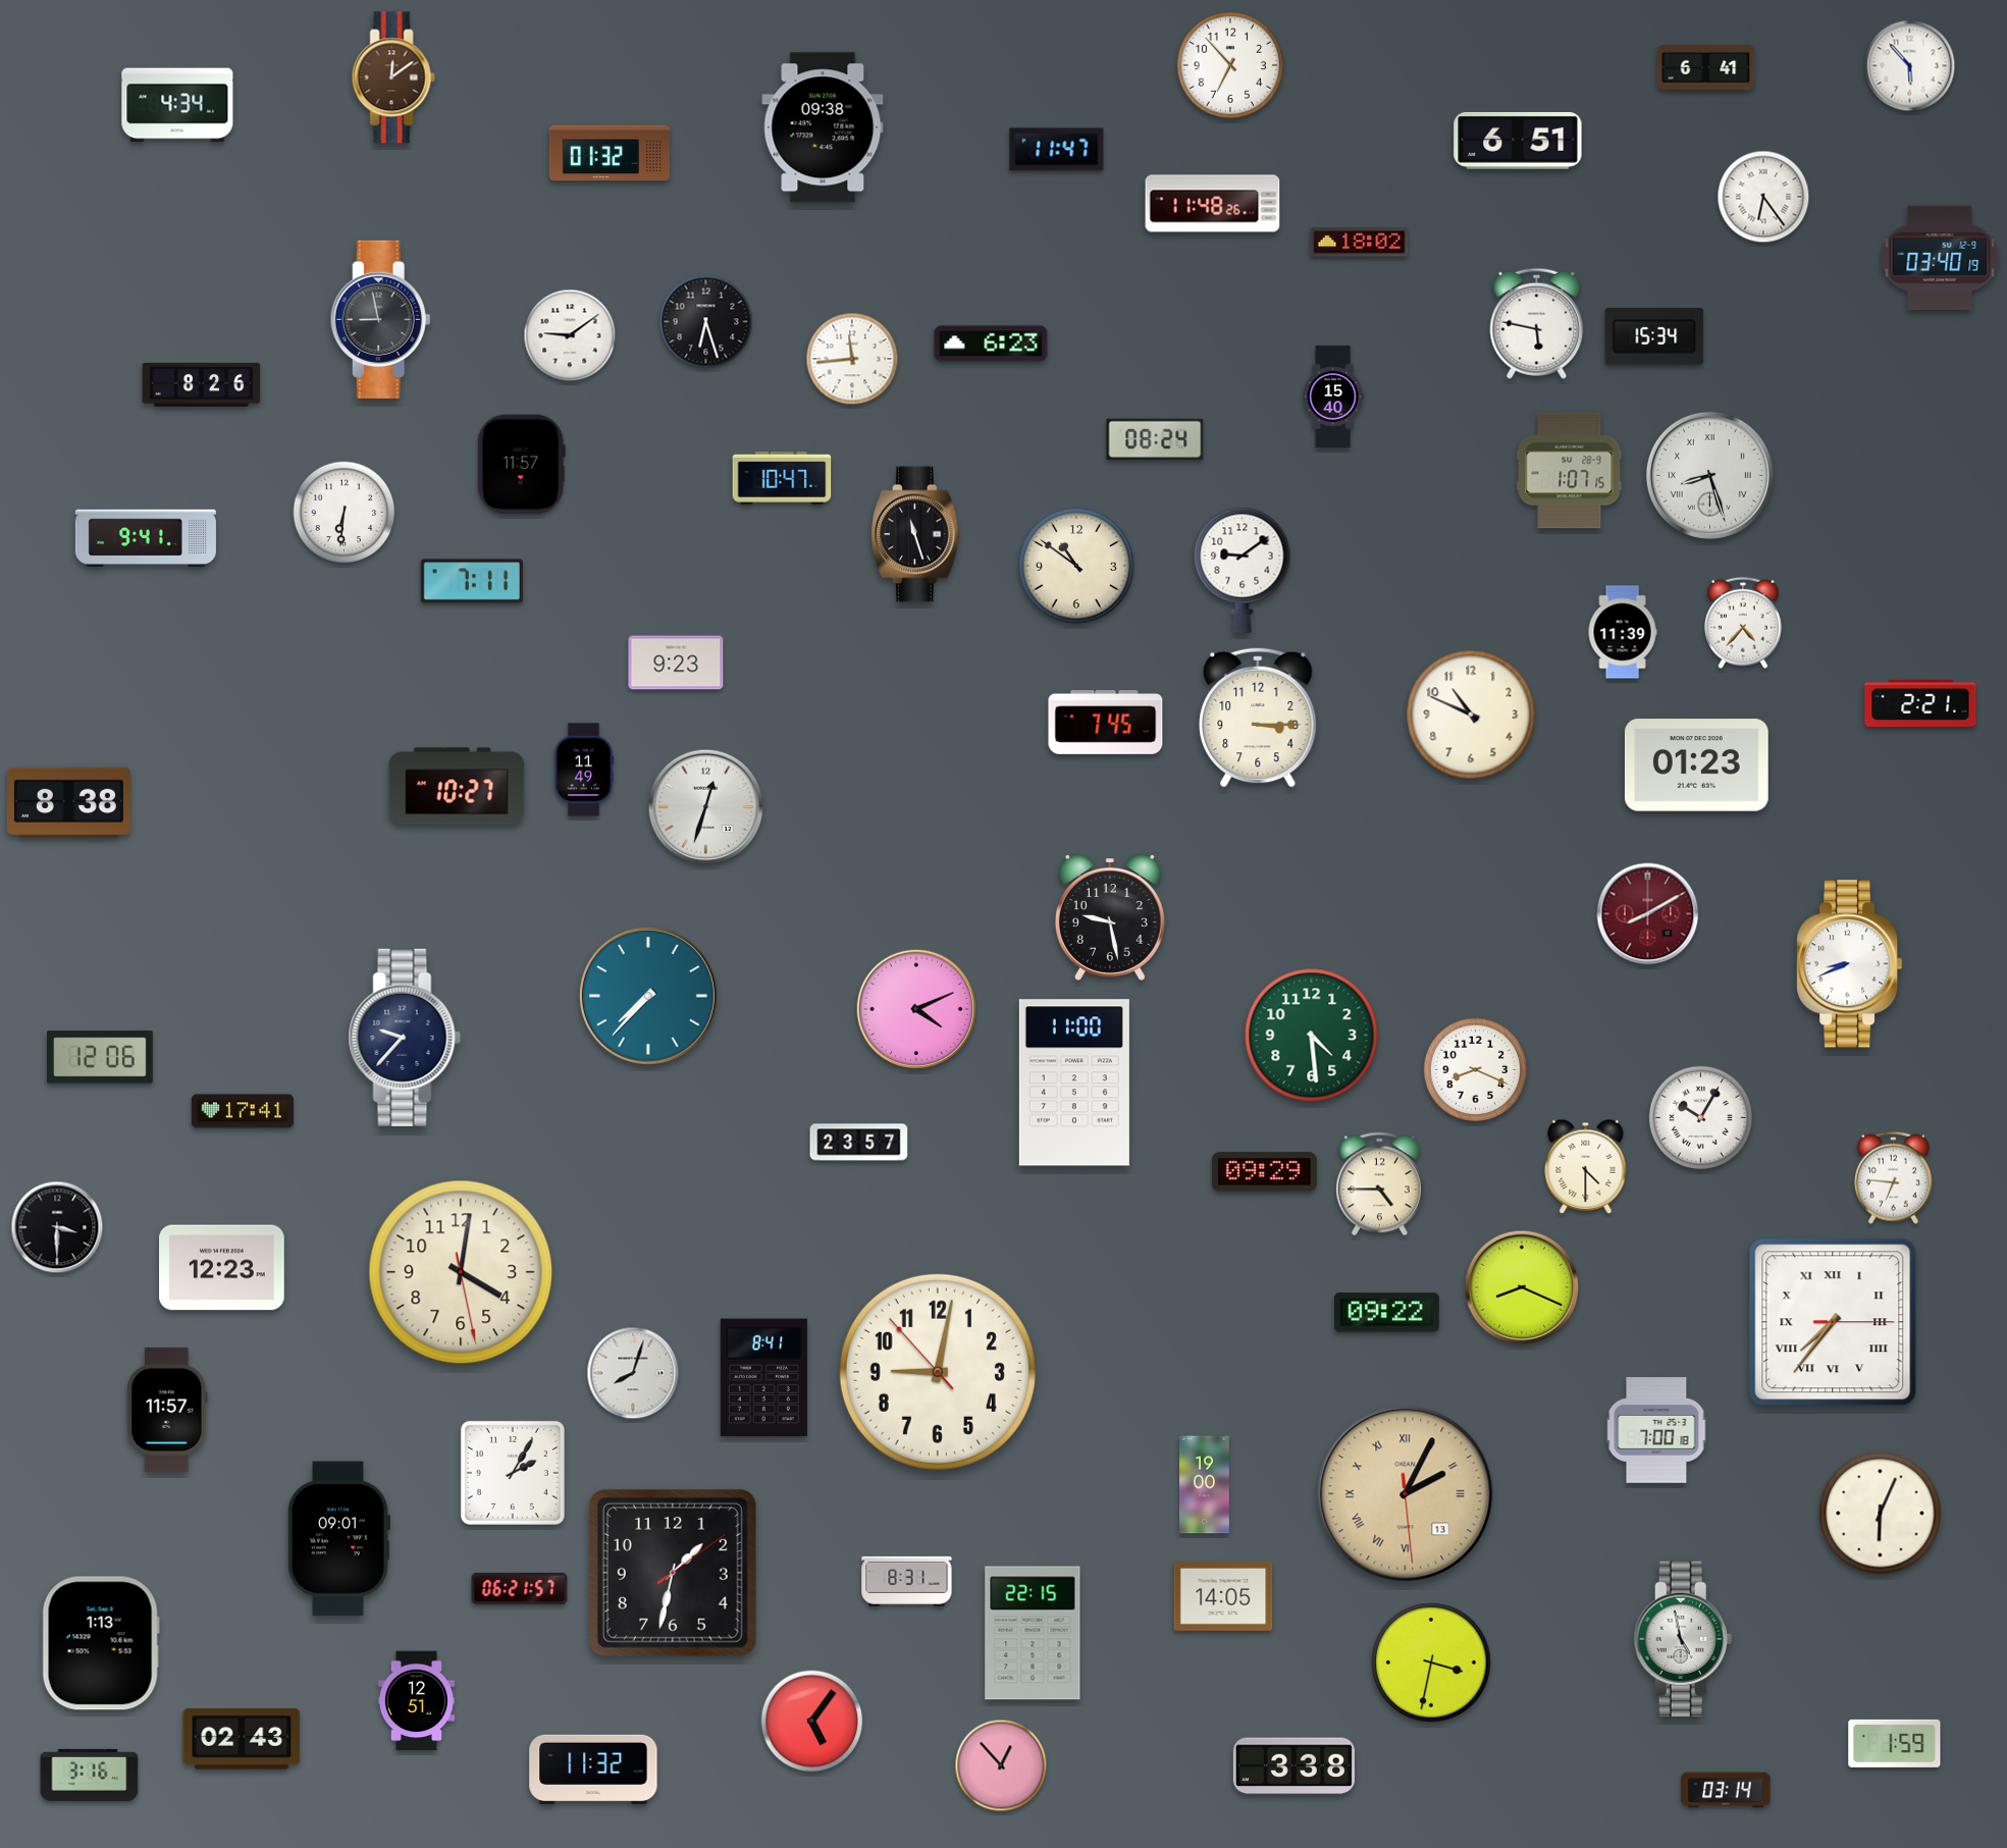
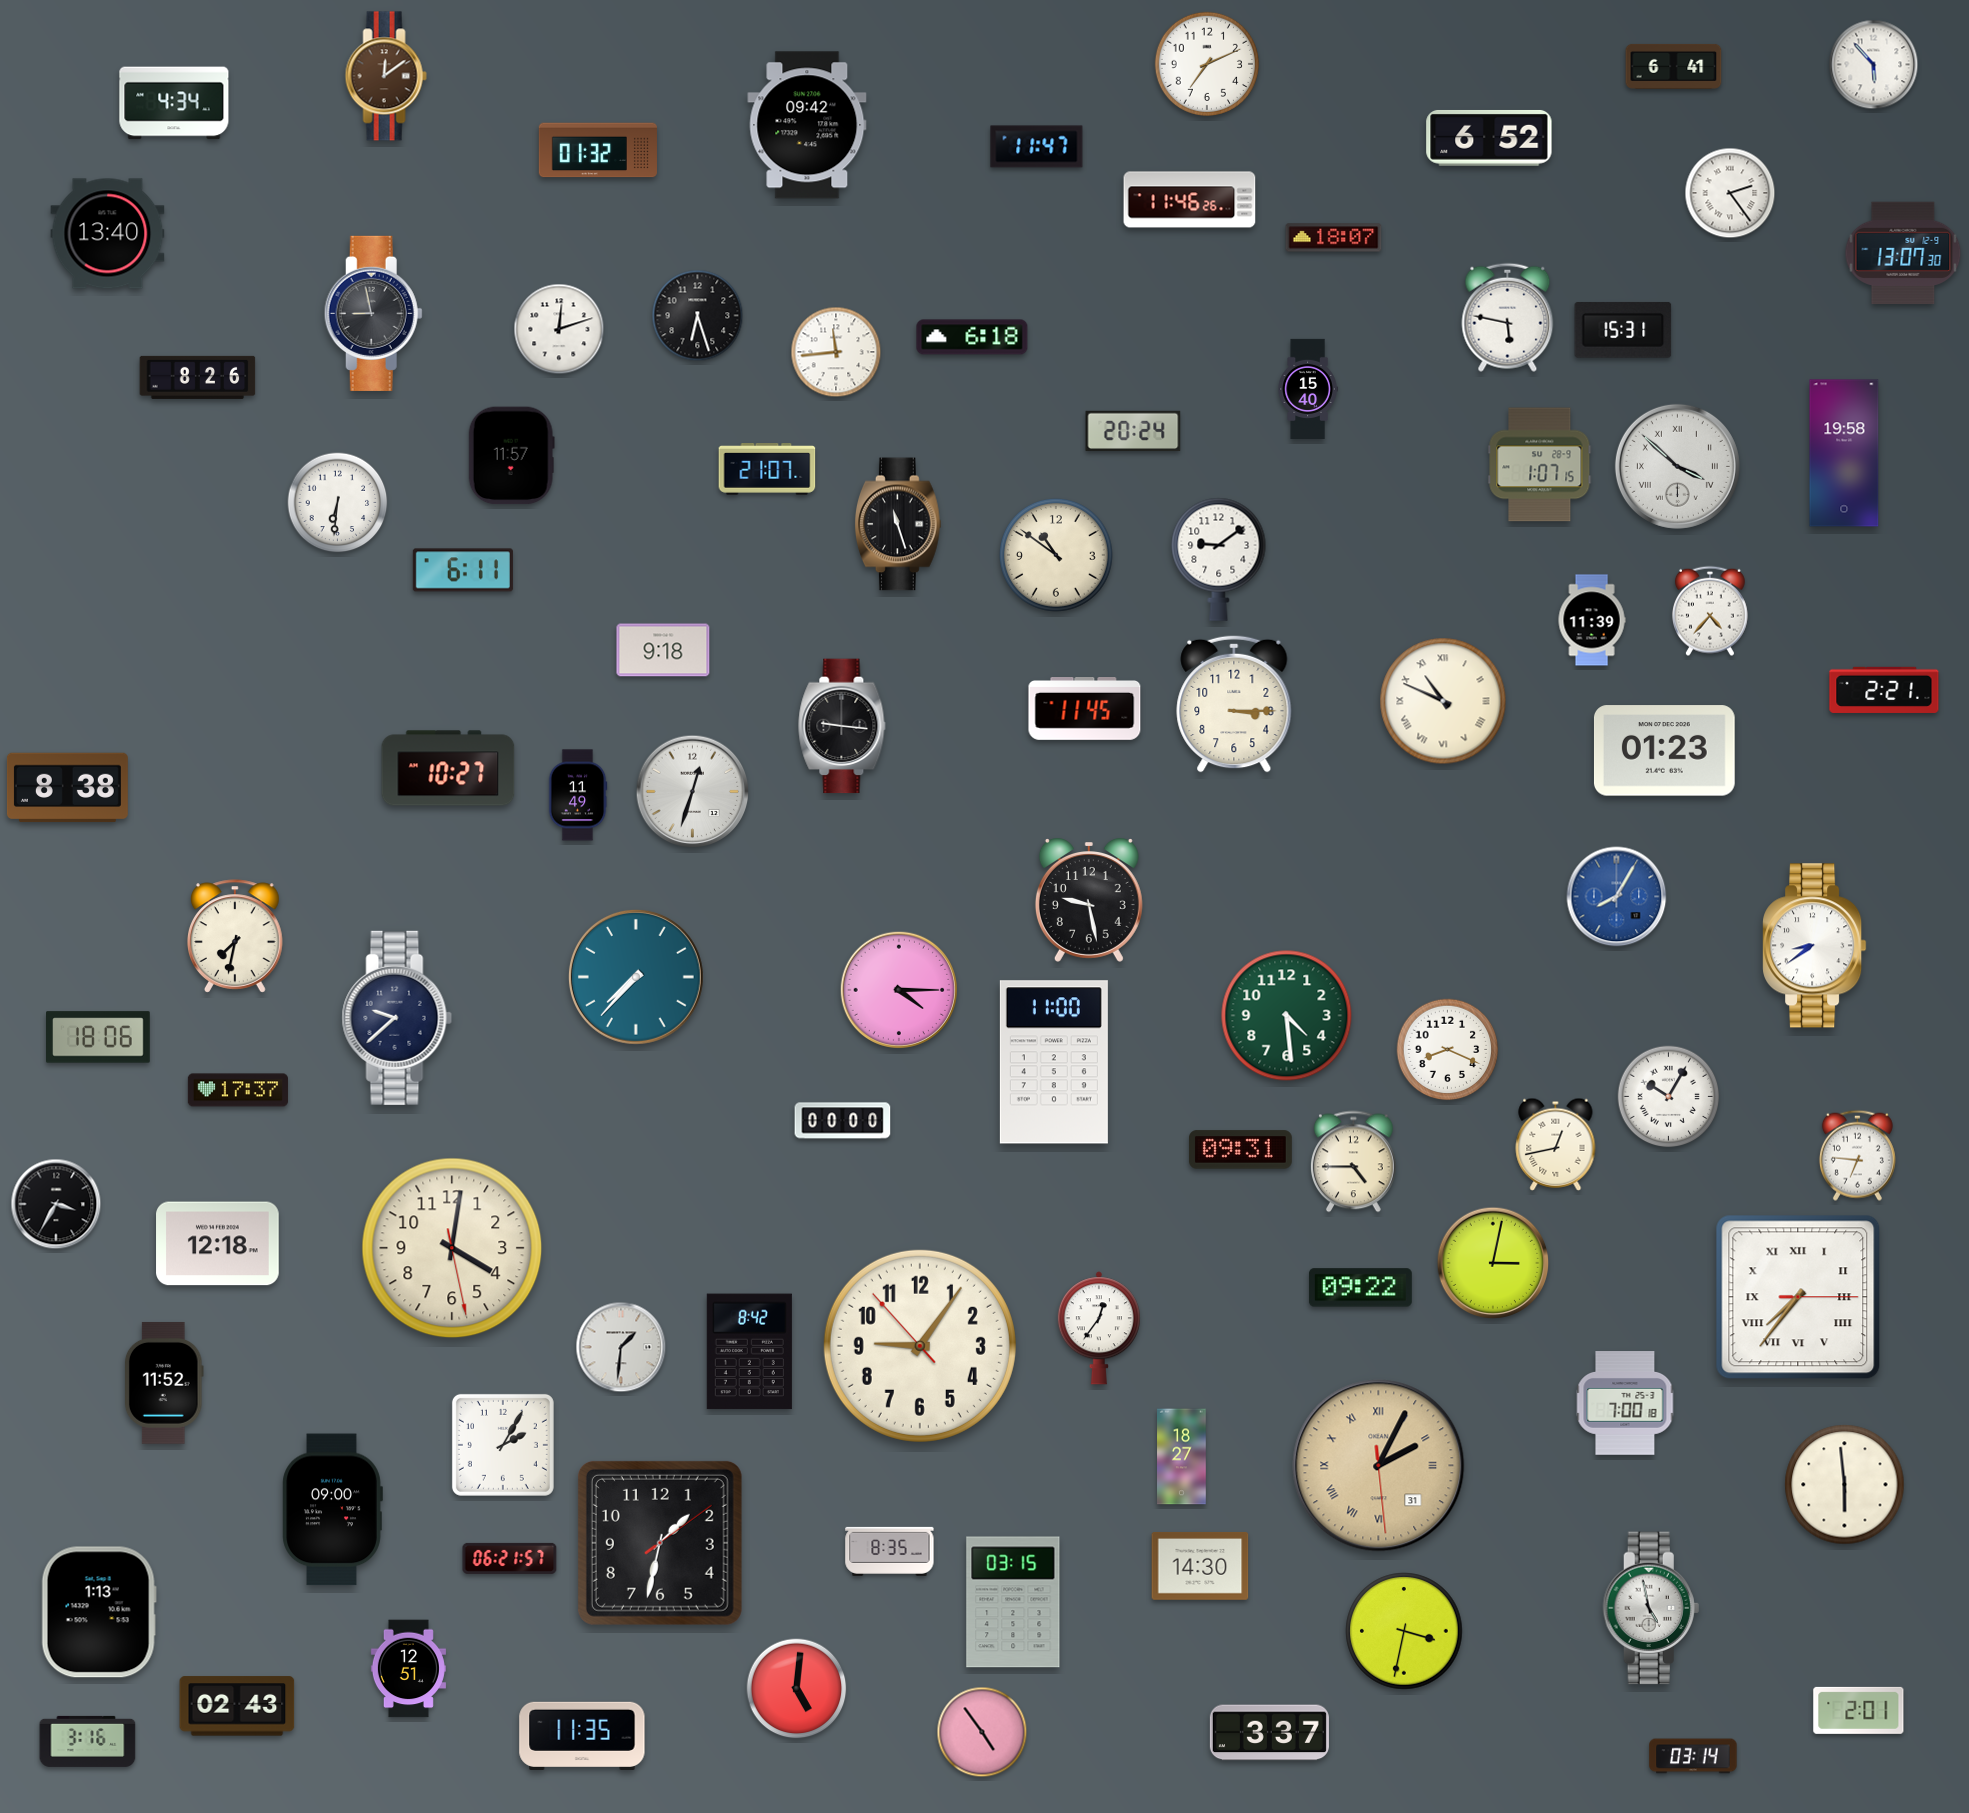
clock at (1229, 64): 6:53 -> 7:11
clock at (823, 127): 09:38 -> 09:42
clock at (1518, 141): 6:51 -> 6:52
clock at (1763, 197): 6:24 -> 2:24
clock at (1213, 204): 11:48 -> 11:46
clock at (108, 234): none -> 13:40
clock at (1360, 243): 18:02 -> 18:07
clock at (1940, 258): 03:40 -> 13:07
clock at (706, 322) position: (706, 322) -> (698, 316)
clock at (570, 335): 9:09 -> 12:12
clock at (1654, 336): 15:34 -> 15:31
clock at (991, 344): 6:23 -> 6:18
clock at (1155, 439): 08:24 -> 20:24
clock at (1844, 453): none -> 19:58
clock at (1570, 471) position: (1570, 471) -> (1540, 465)
clock at (1709, 475): 8:27 -> 3:52
clock at (782, 479): 10:47 -> 21:07
clock at (146, 538): 9:41 -> none
clock at (472, 581): 7:11 -> 6:11
clock at (676, 663): 9:23 -> 9:18
clock at (1471, 715) numerals: Arabic -> Roman
clock at (1106, 723): 7:45 -> 11:45
clock at (842, 726): none -> 9:16
clock at (584, 770) position: (584, 770) -> (578, 795)
clock at (457, 786) position: (457, 786) -> (448, 768)
clock at (1648, 914): 8:10 -> 8:05
clock at (1648, 914) dial: burgundy -> blue
clock at (236, 936): none -> 7:32
clock at (1850, 964): 8:41 -> 8:39
clock at (915, 1008): 4:11 -> 4:15
clock at (405, 1038): 9:37 -> 9:38
clock at (101, 1057): 12:06 -> 18:06
clock at (243, 1111): 17:41 -> 17:37
clock at (859, 1143): 23:57 -> 00:00
clock at (1586, 1166): 4:30 -> 12:43
clock at (1264, 1172): 09:29 -> 09:31
clock at (57, 1227): 3:30 -> 3:35
clock at (222, 1268): 12:23 -> 12:18
clock at (1522, 1287): 8:19 -> 3:02
clock at (1099, 1328): none -> 12:36
clock at (938, 1372): 9:01 -> 9:05
clock at (633, 1373): 8:03 -> 1:31
clock at (763, 1378): 8:41 -> 8:42
clock at (167, 1410): 11:57 -> 11:52
clock at (1205, 1485): 19:00 -> 18:27
clock at (1406, 1494) date: 13 -> 31
clock at (1881, 1514): 6:04 -> 5:59
clock at (338, 1539): 09:01 -> 09:00
clock at (907, 1581): 8:31 -> 8:35
clock at (1223, 1597): 14:05 -> 14:30
clock at (1033, 1633): 22:15 -> 03:15
clock at (812, 1722): 5:06 -> 5:01
clock at (1895, 1743): 1:59 -> 2:01
clock at (1001, 1765): 12:53 -> 4:54
clock at (1293, 1766): 3:38 -> 3:37
clock at (593, 1770): 11:32 -> 11:35
